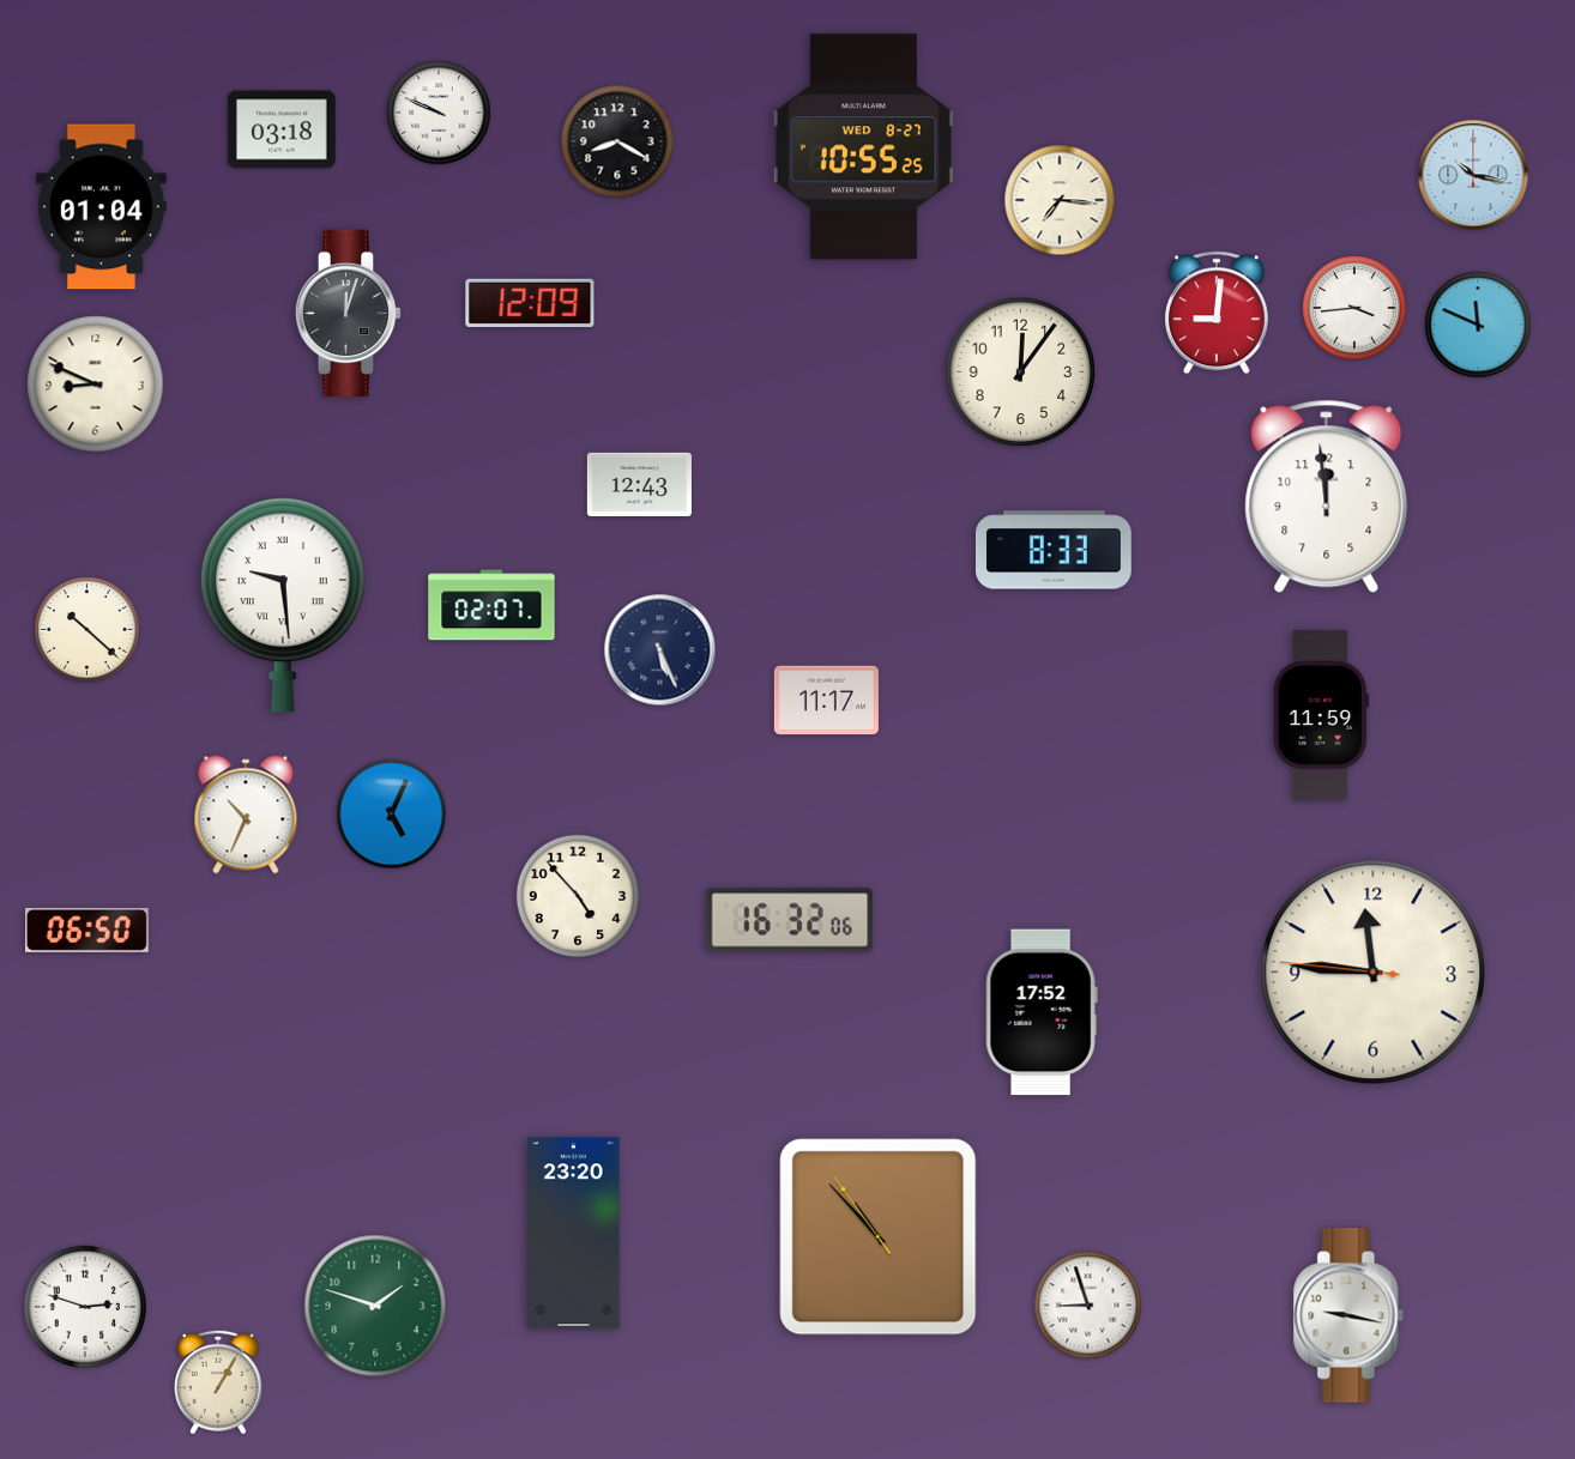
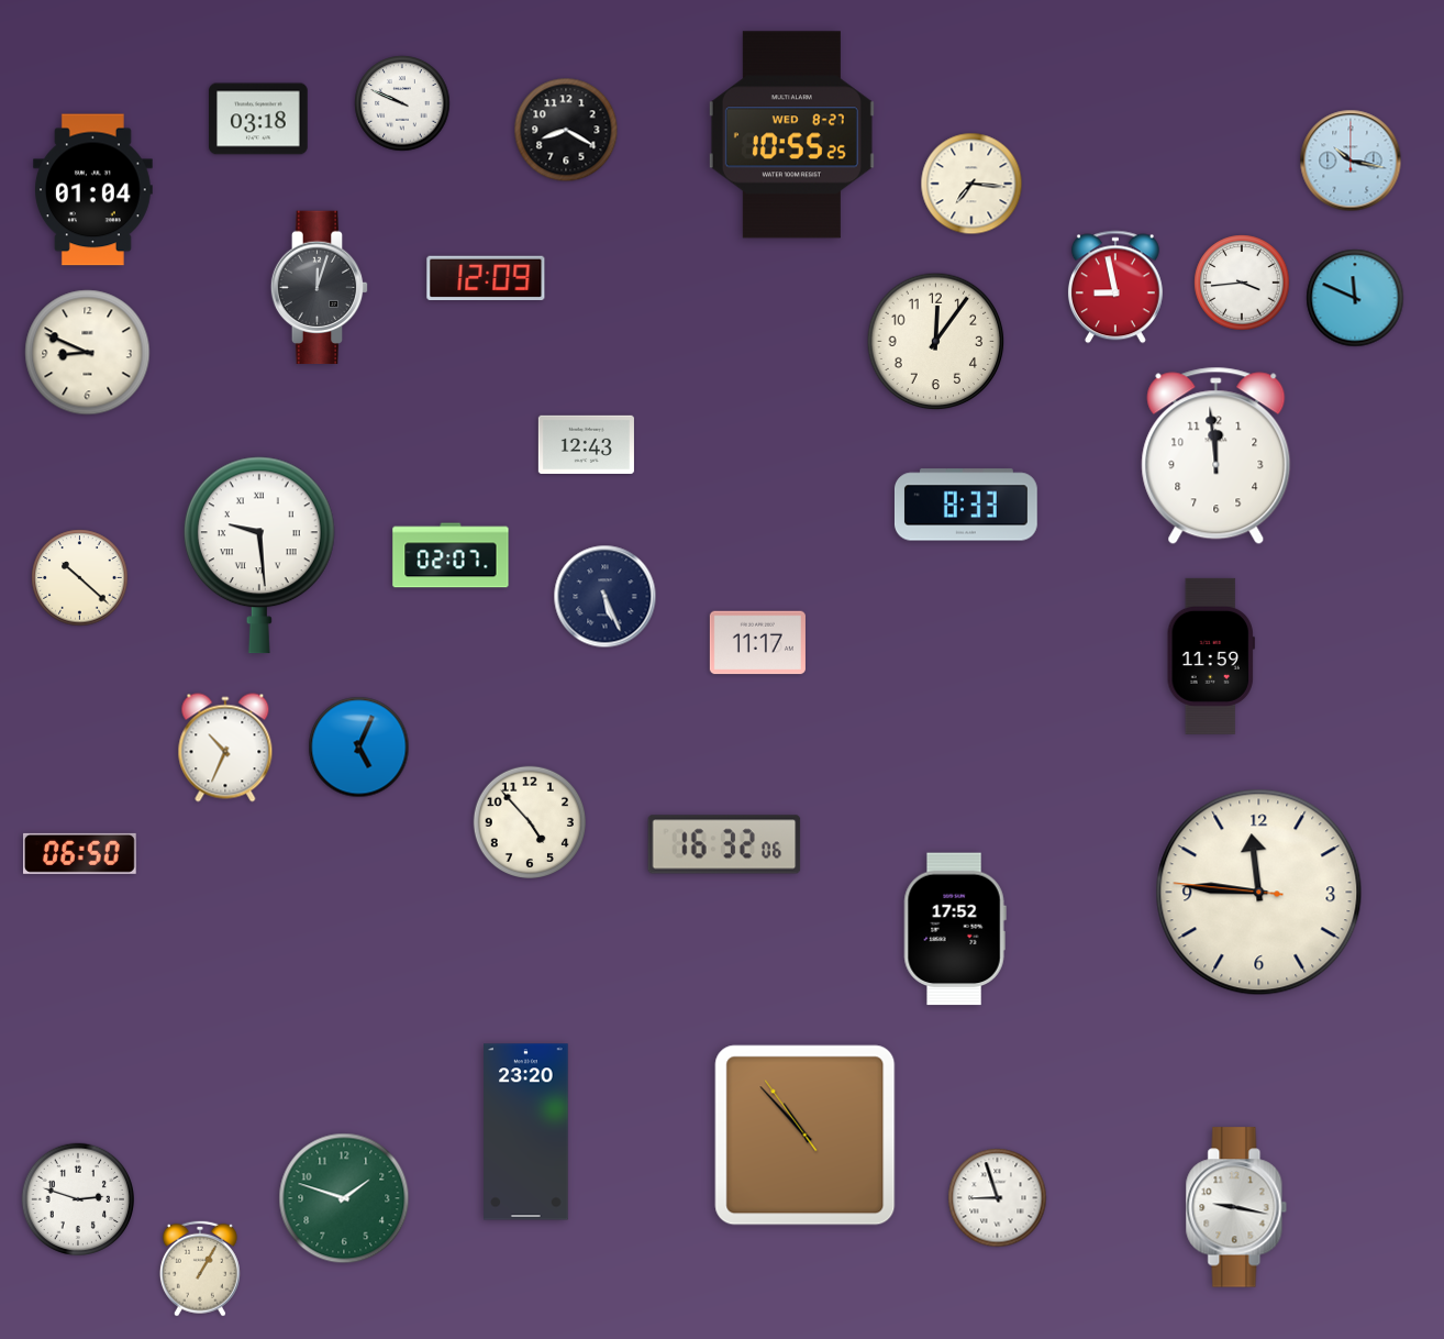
clock at (1217, 313): 9:01 -> 8:58
